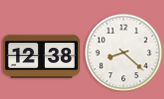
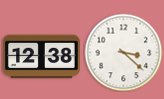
clock at (123, 52): 8:22 -> 3:22
